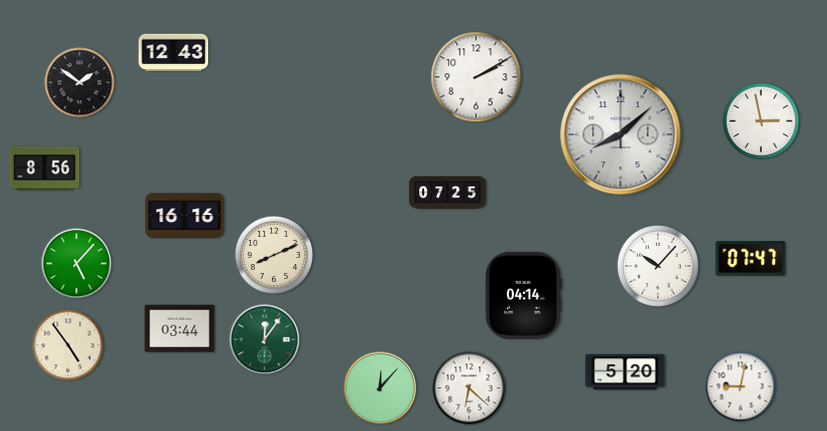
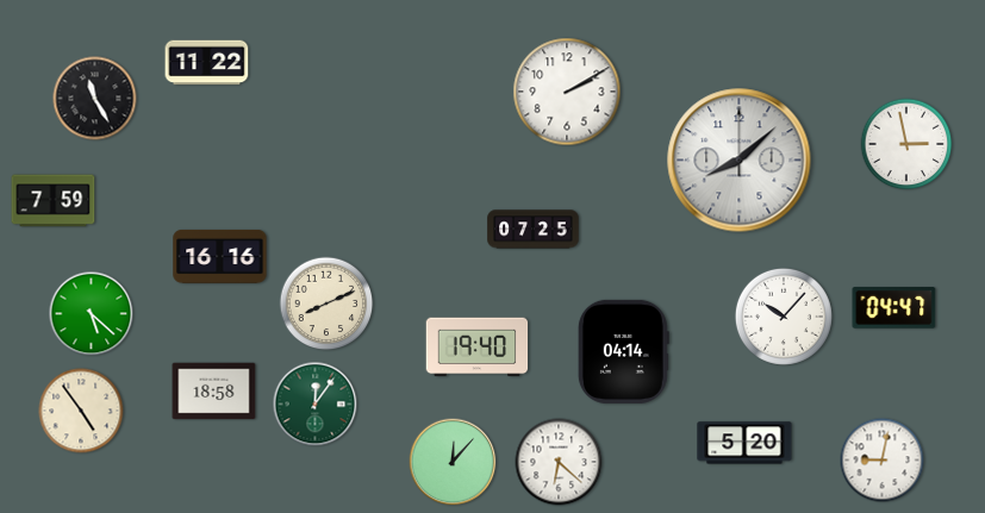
clock at (174, 53): 12:43 -> 11:22
clock at (80, 83): 1:51 -> 11:25
clock at (45, 169): 8:56 -> 7:59
clock at (751, 259): 07:47 -> 04:47
clock at (77, 264): 5:07 -> 5:22
clock at (478, 348): none -> 19:40
clock at (180, 329): 03:44 -> 18:58
